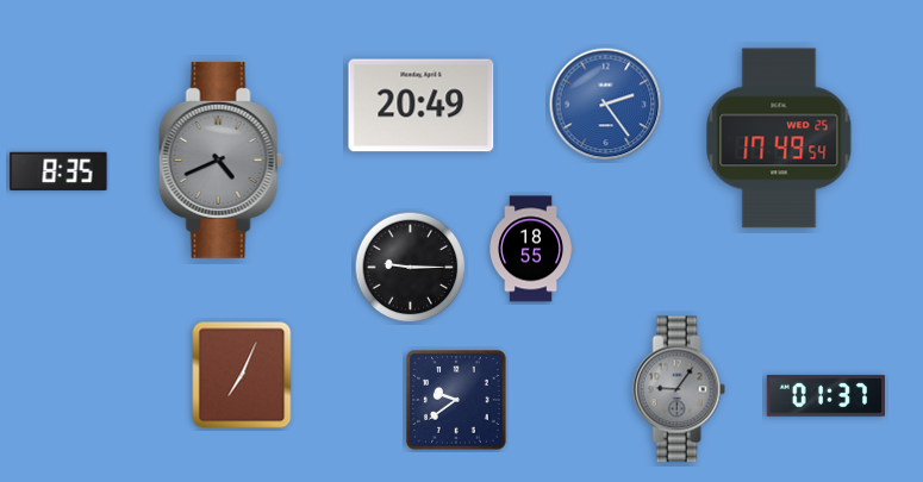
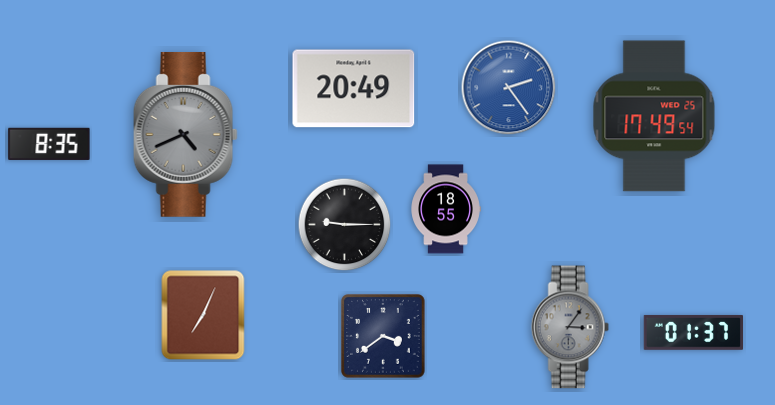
clock at (679, 389): 9:06 -> 3:06
clock at (456, 400): 9:39 -> 3:39
